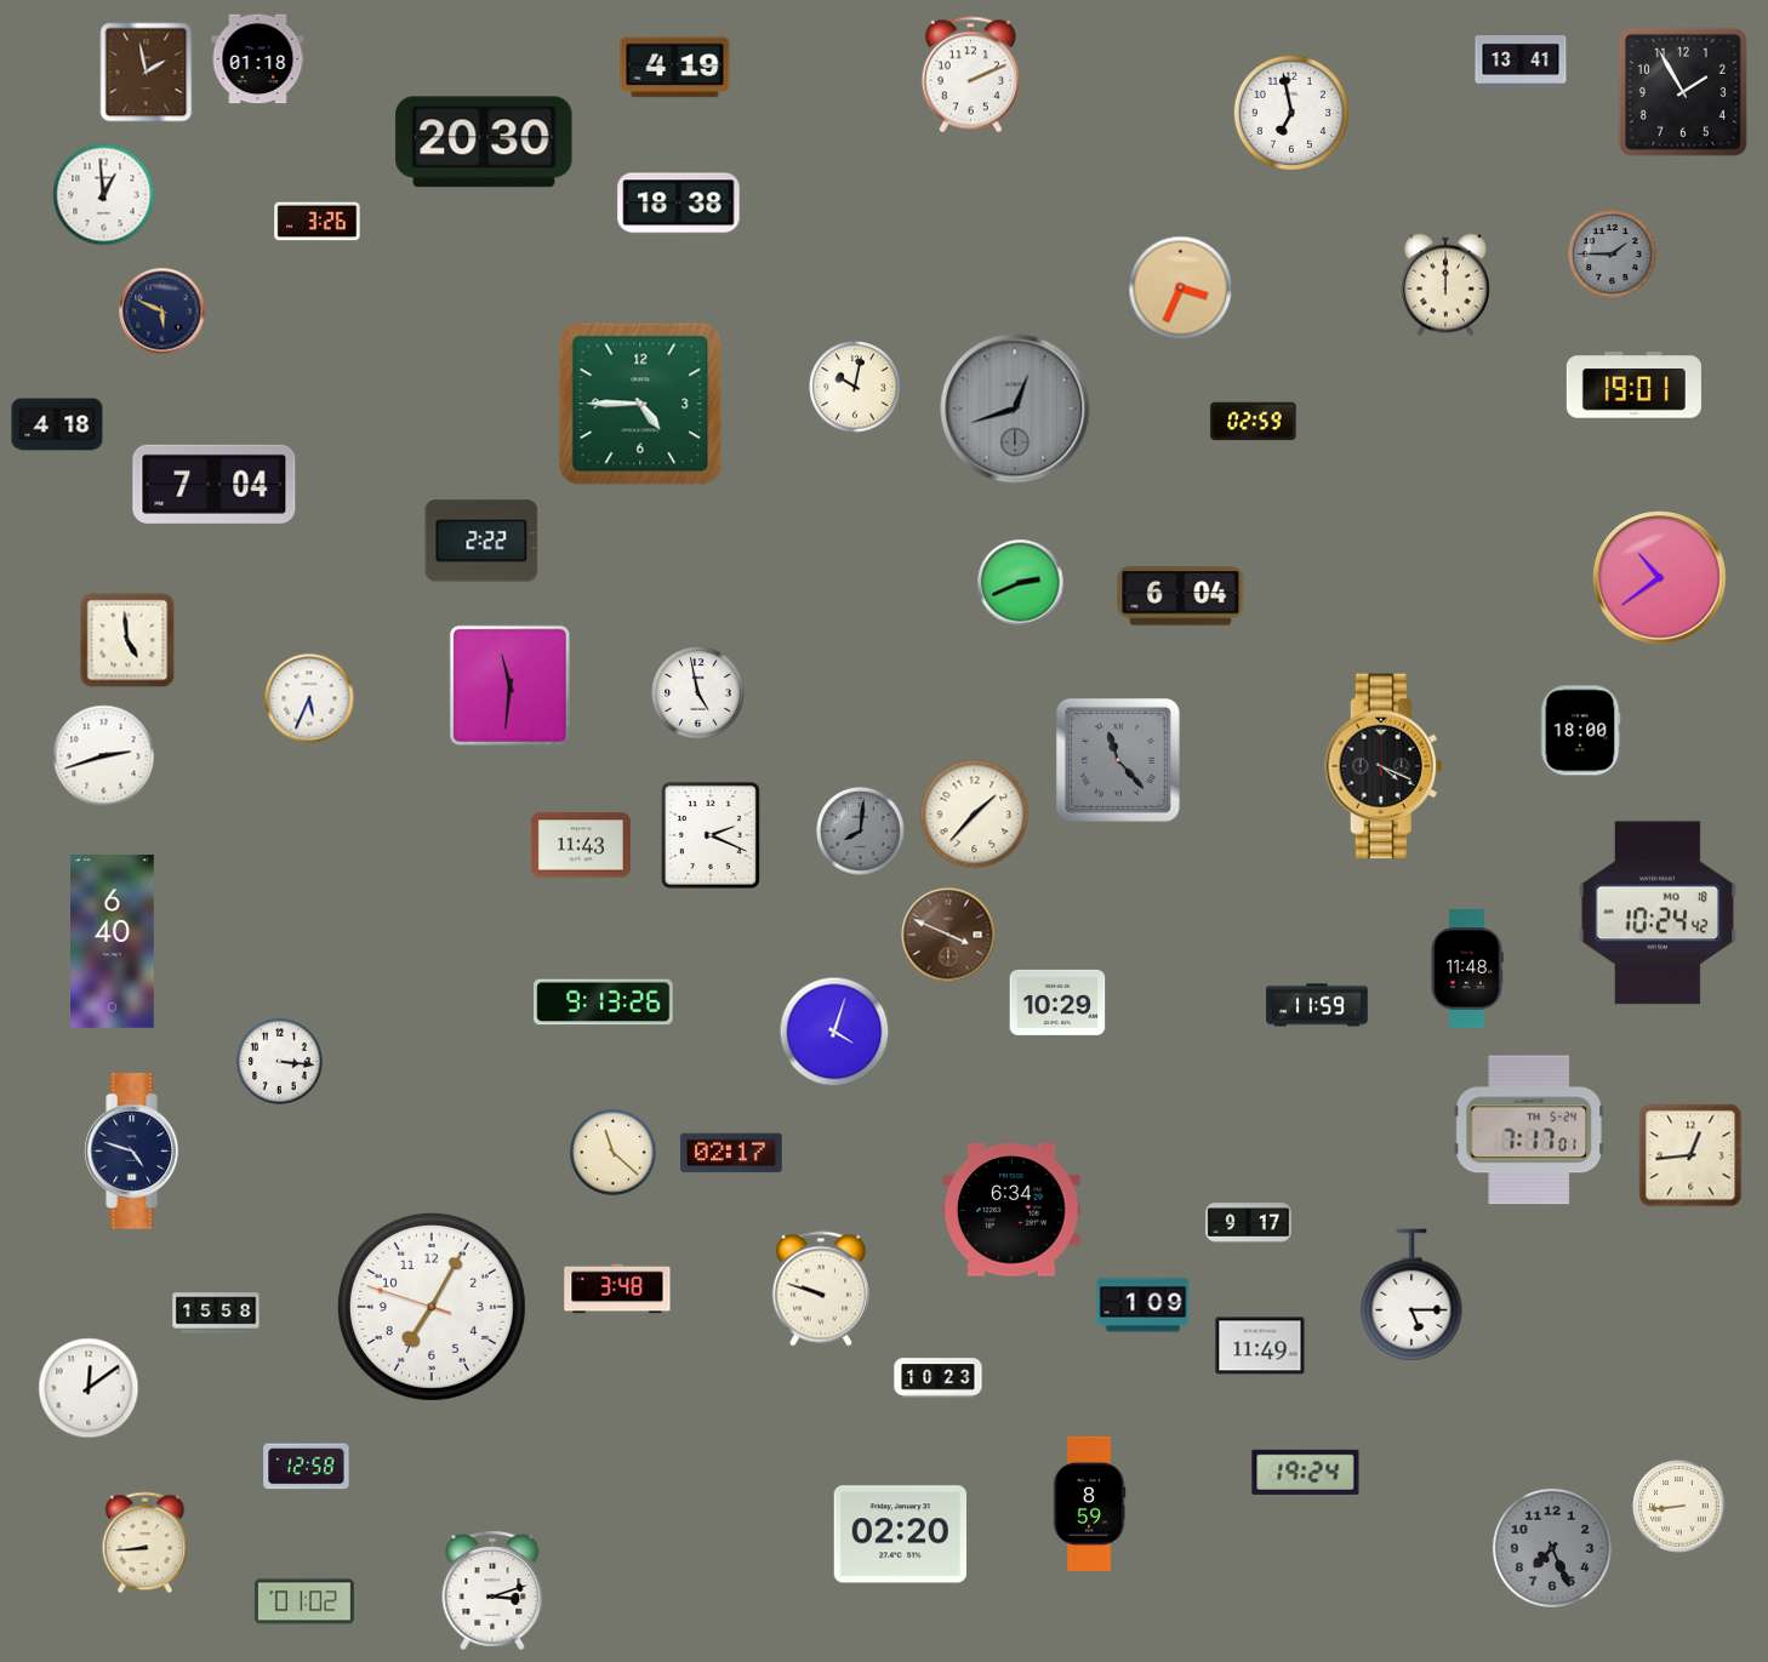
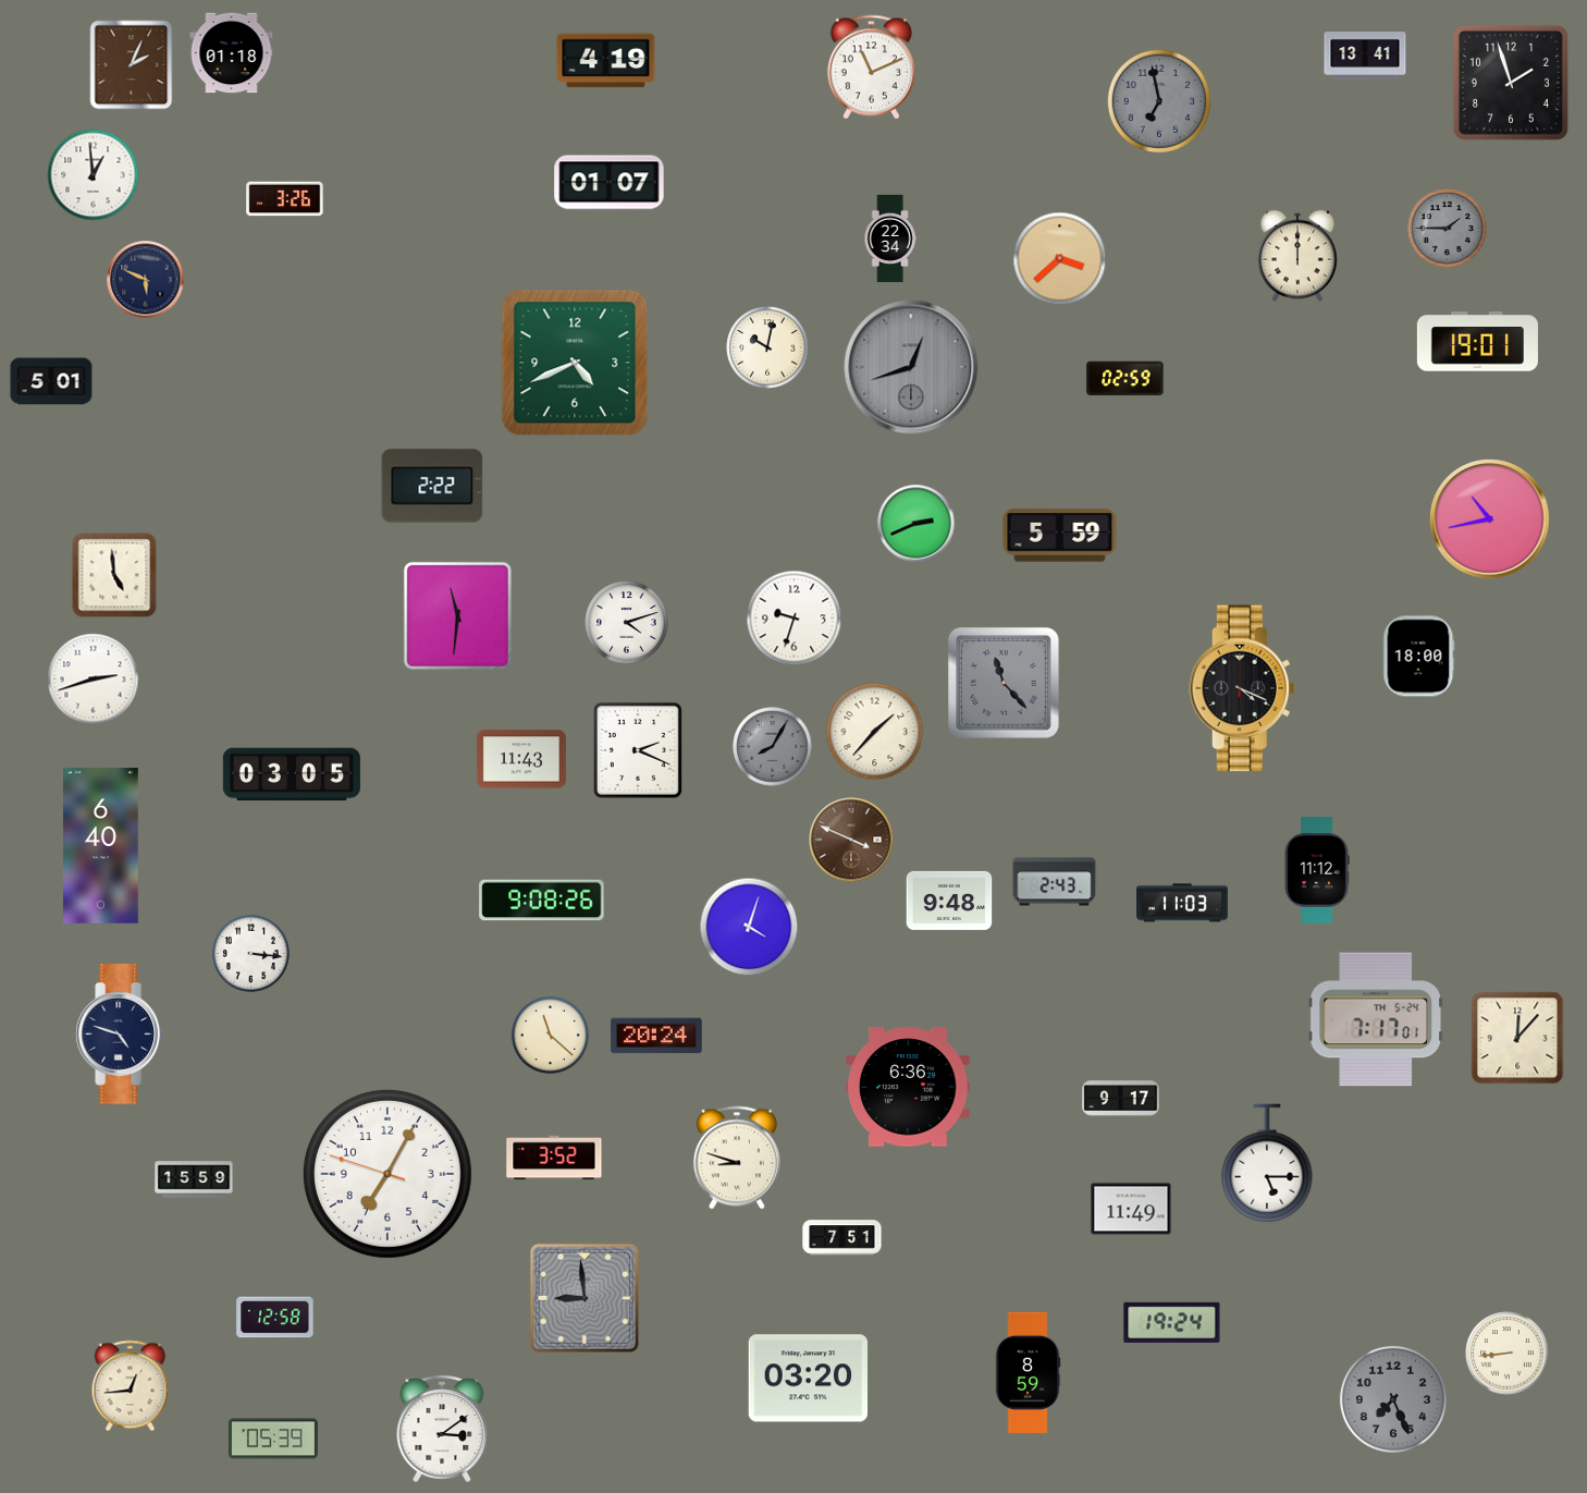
clock at (147, 73): 1:58 -> 2:04
clock at (970, 75): 2:11 -> 11:11
clock at (1683, 92): 1:55 -> 1:57
clock at (1290, 112) dial: white -> grey
clock at (484, 142): 20:30 -> none
clock at (679, 204): 18:38 -> 01:07
clock at (890, 238): none -> 22:34
clock at (1181, 289): 3:34 -> 3:38
clock at (1633, 385) position: (1633, 385) -> (1477, 342)
clock at (640, 404): 4:45 -> 4:41
clock at (57, 424): 4:18 -> 5:01
clock at (215, 484): 7:04 -> none
clock at (1660, 578): 10:39 -> 10:43
clock at (1181, 596): 6:04 -> 5:59
clock at (795, 619): none -> 9:33
clock at (698, 693): 4:58 -> 4:12
clock at (309, 698): 5:34 -> none
clock at (861, 832): 8:01 -> 8:05
clock at (292, 774): none -> 03:05
clock at (1658, 913): 10:24 -> none
clock at (1467, 970): 11:48 -> 11:12
clock at (1055, 882): none -> 2:43
clock at (604, 1003): 9:13 -> 9:08
clock at (1057, 1003): 10:29 -> 9:48
clock at (1317, 1005): 11:59 -> 11:03
clock at (1529, 1130) position: (1529, 1130) -> (1376, 1019)
clock at (731, 1153): 02:17 -> 20:24
clock at (1690, 1155): 12:44 -> 12:07
clock at (1011, 1210): 6:34 -> 6:36
clock at (617, 1289): 3:48 -> 3:52
clock at (821, 1289): 9:48 -> 8:48
clock at (1144, 1306): 1:09 -> none
clock at (216, 1313): 15:58 -> 15:59
clock at (939, 1378): 10:23 -> 7:51
clock at (89, 1388): 12:09 -> none
clock at (583, 1297): none -> 8:59
clock at (1089, 1503) position: (1089, 1503) -> (1028, 1372)
clock at (900, 1535): 02:20 -> 03:20
clock at (146, 1543): 8:44 -> 12:44
clock at (1552, 1548) position: (1552, 1548) -> (1393, 1399)
clock at (492, 1590): 3:12 -> 3:09
clock at (304, 1601): 01:02 -> 05:39
